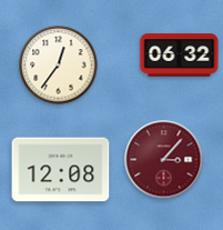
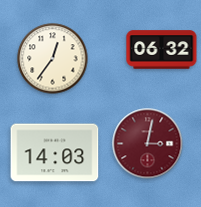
clock at (164, 160): 3:07 -> 3:02
clock at (61, 170): 12:08 -> 14:03
